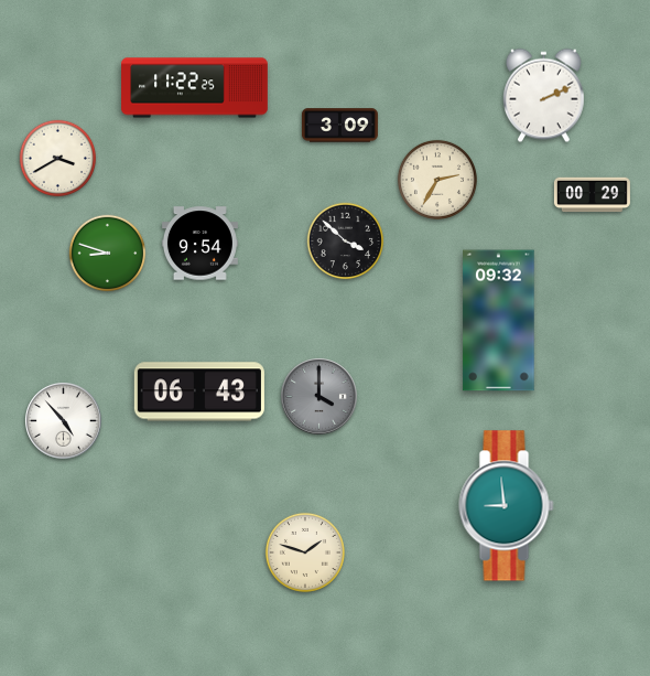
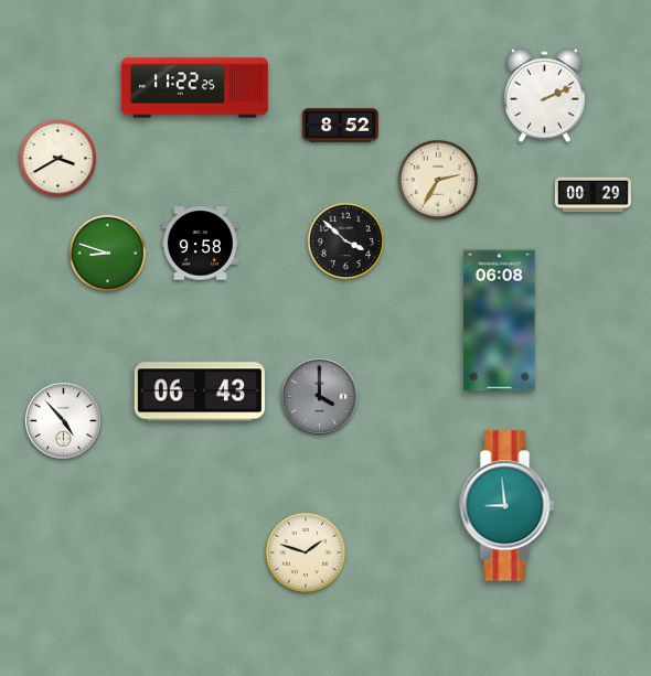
clock at (339, 126): 3:09 -> 8:52
clock at (199, 244): 9:54 -> 9:58
clock at (499, 321): 09:32 -> 06:08
